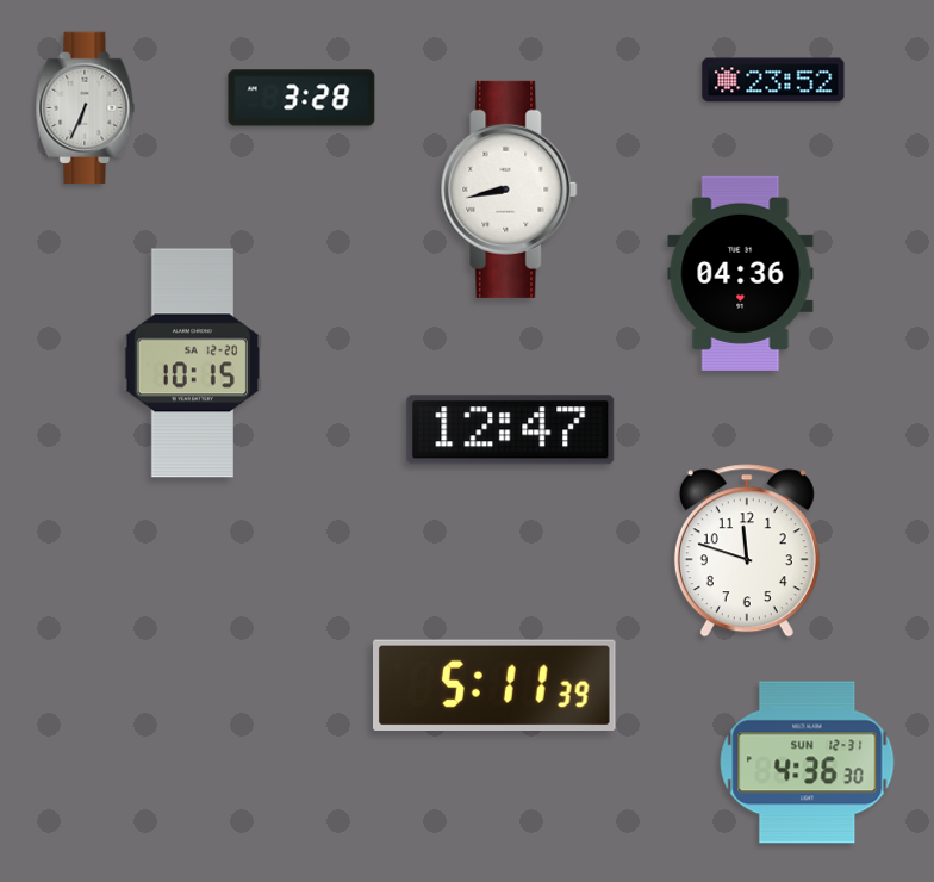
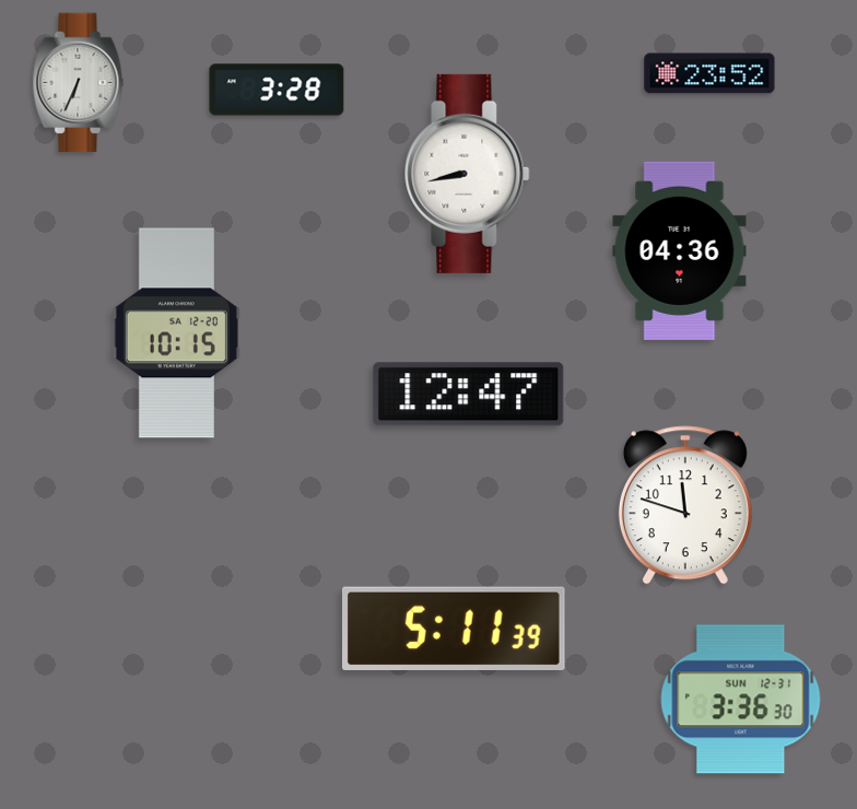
clock at (86, 108) position: (86, 108) -> (79, 83)
clock at (808, 763): 4:36 -> 3:36
